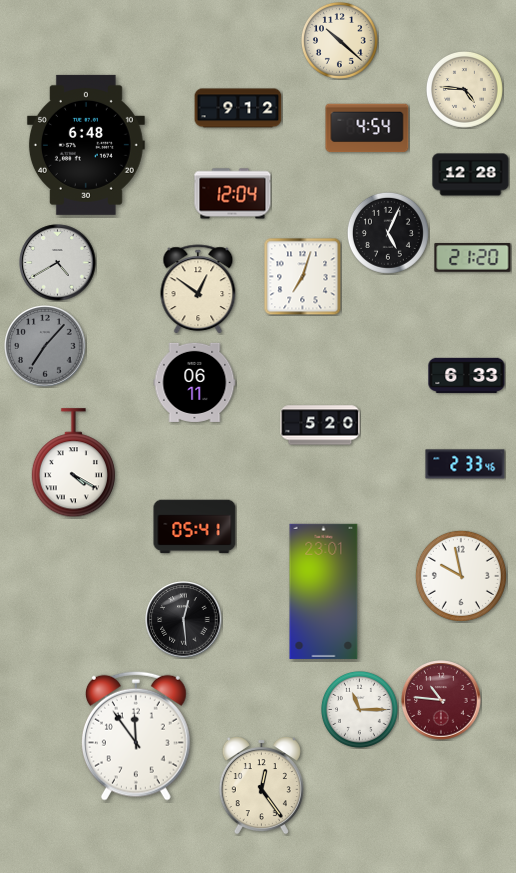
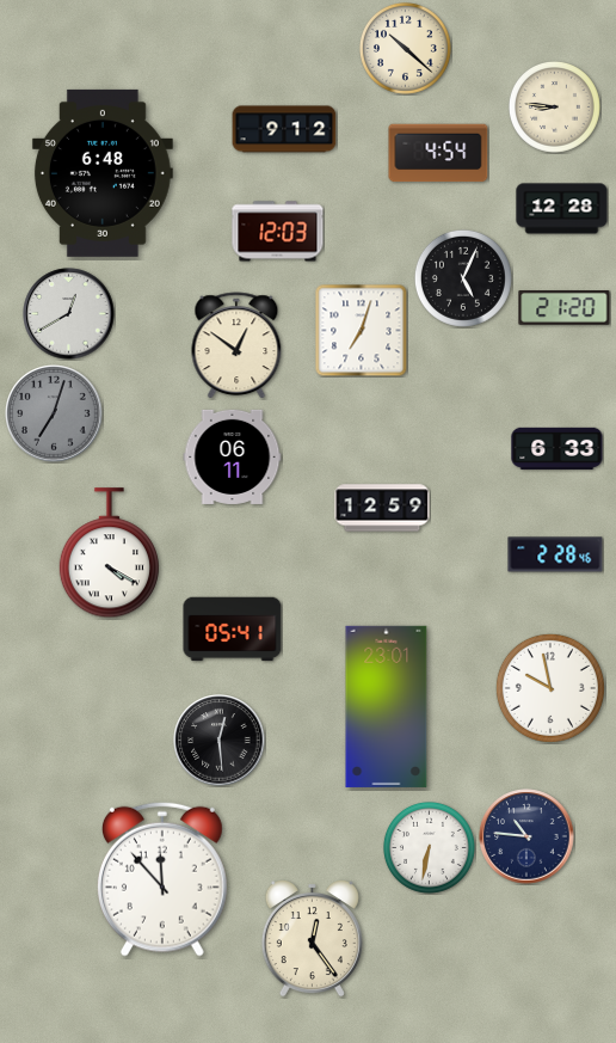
clock at (465, 90): 4:46 -> 8:46
clock at (233, 194): 12:04 -> 12:03
clock at (58, 263): 4:40 -> 12:40
clock at (45, 346): 7:07 -> 7:03
clock at (320, 425): 5:20 -> 12:59
clock at (73, 463) position: (73, 463) -> (109, 553)
clock at (465, 464): 2:33 -> 2:28
clock at (441, 700) dial: burgundy -> navy
clock at (360, 710): 11:15 -> 6:32
clock at (136, 736): 11:54 -> 11:53
